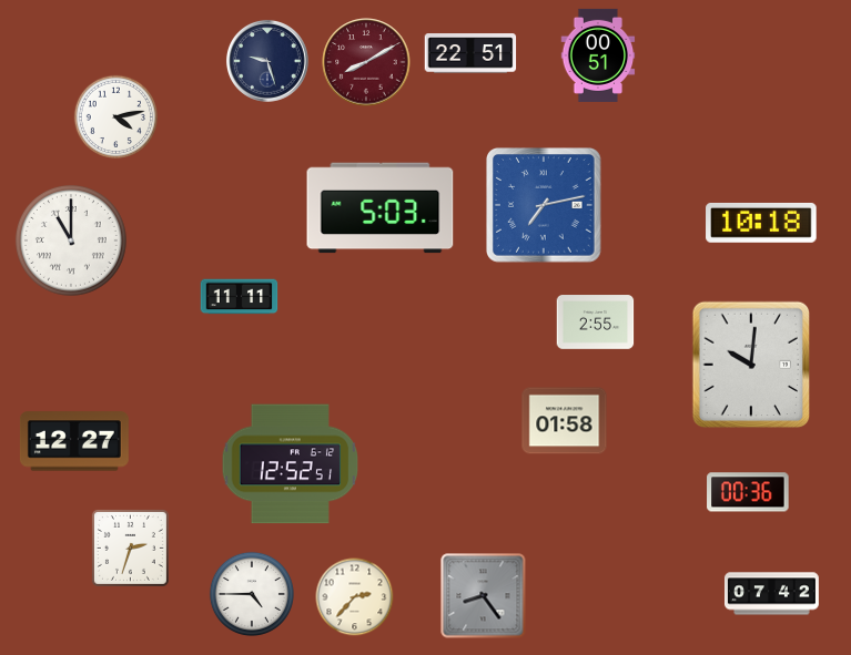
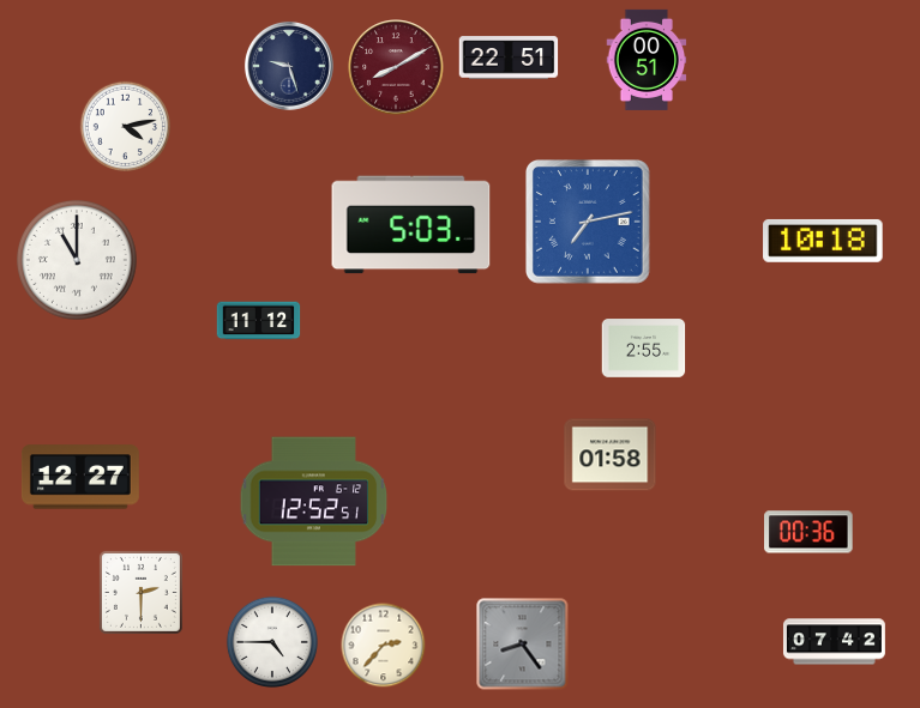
clock at (240, 297): 11:11 -> 11:12
clock at (751, 365): 10:01 -> none
clock at (130, 547): 2:33 -> 2:30
